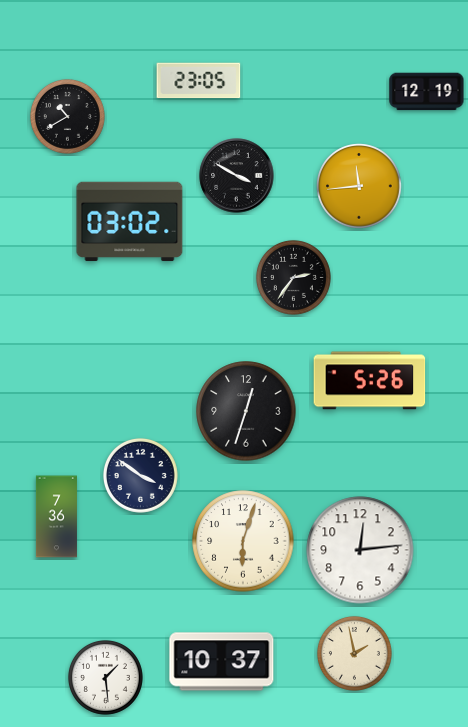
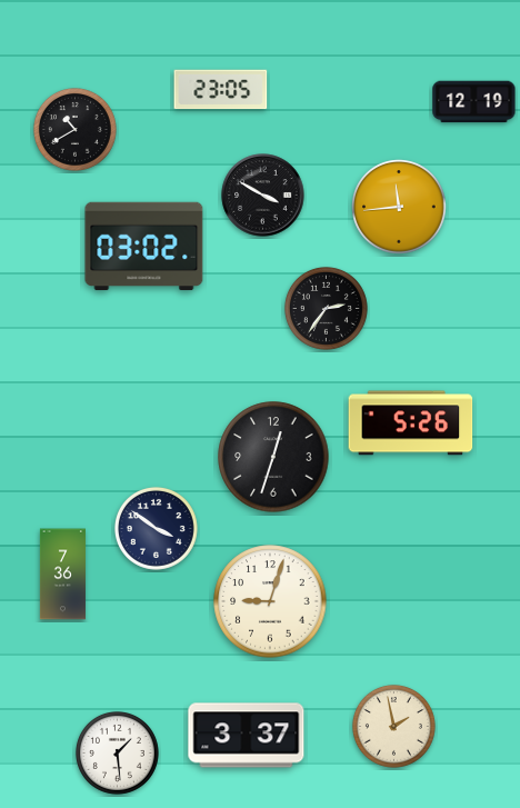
clock at (243, 541): 6:03 -> 9:03
clock at (360, 550): 12:14 -> none
clock at (222, 662): 10:37 -> 3:37
